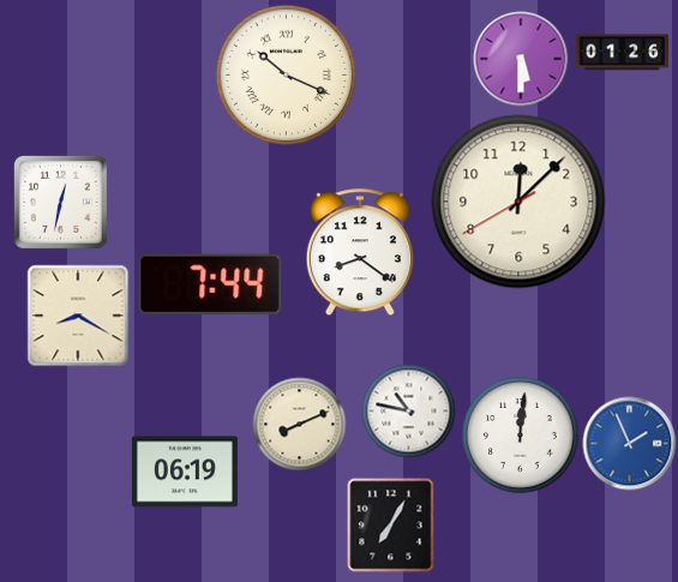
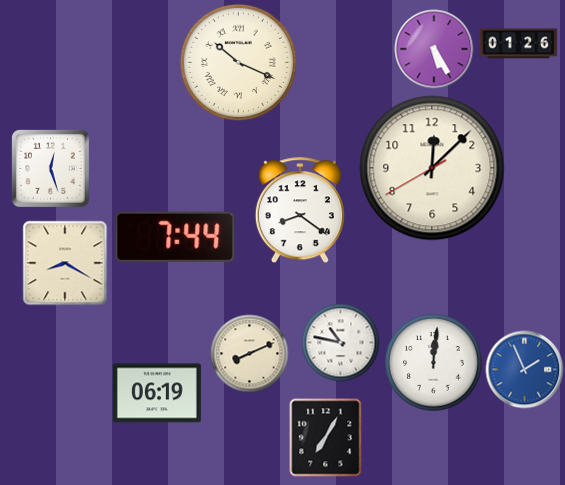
clock at (521, 59): 5:30 -> 5:25
clock at (61, 203): 12:32 -> 12:27
clock at (185, 472) position: (185, 472) -> (157, 393)
